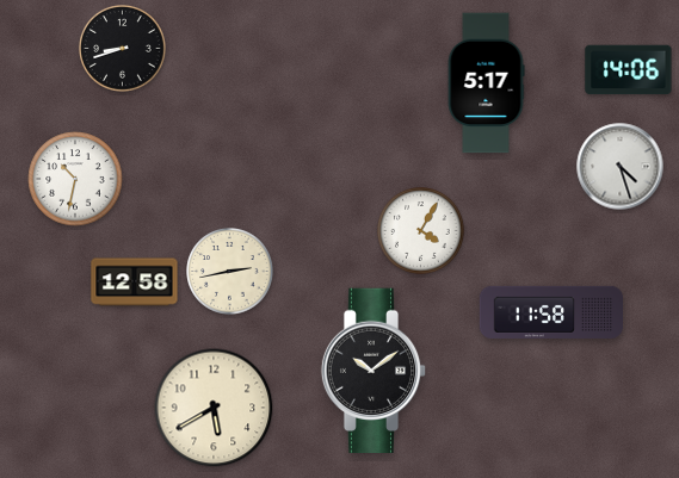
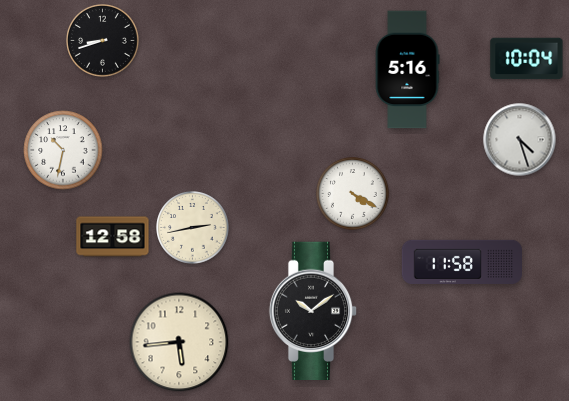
clock at (629, 70): 14:06 -> 10:04
clock at (486, 83): 5:17 -> 5:16
clock at (421, 231): 4:05 -> 4:20
clock at (214, 408): 5:40 -> 5:44
